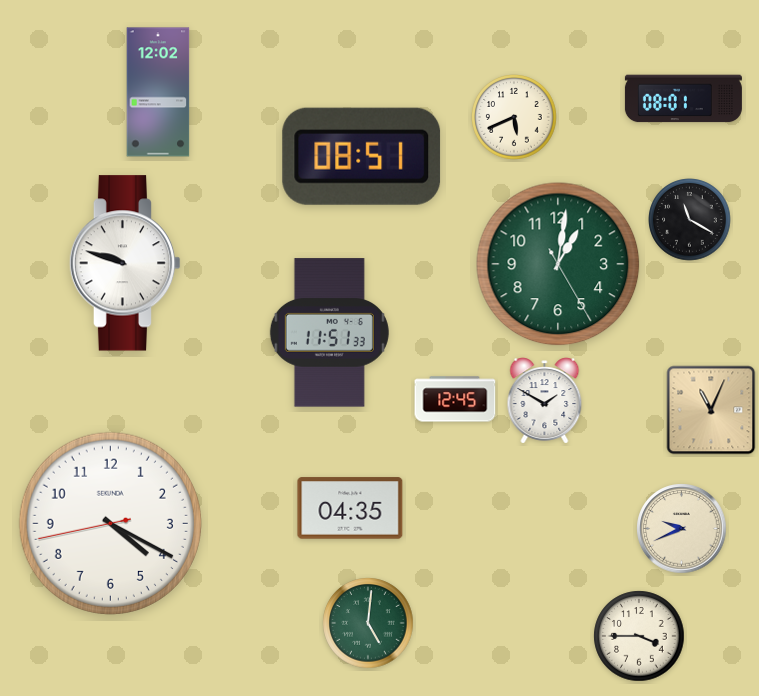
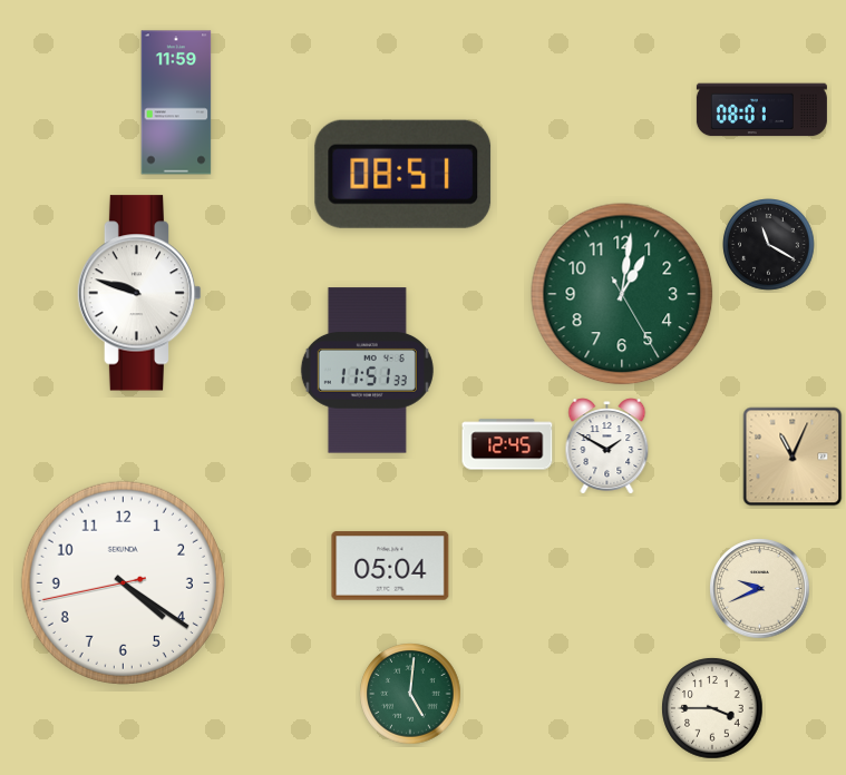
clock at (158, 92): 12:02 -> 11:59
clock at (514, 117): 5:41 -> none
clock at (350, 508): 04:35 -> 05:04
clock at (110, 523): 4:19 -> 4:20
